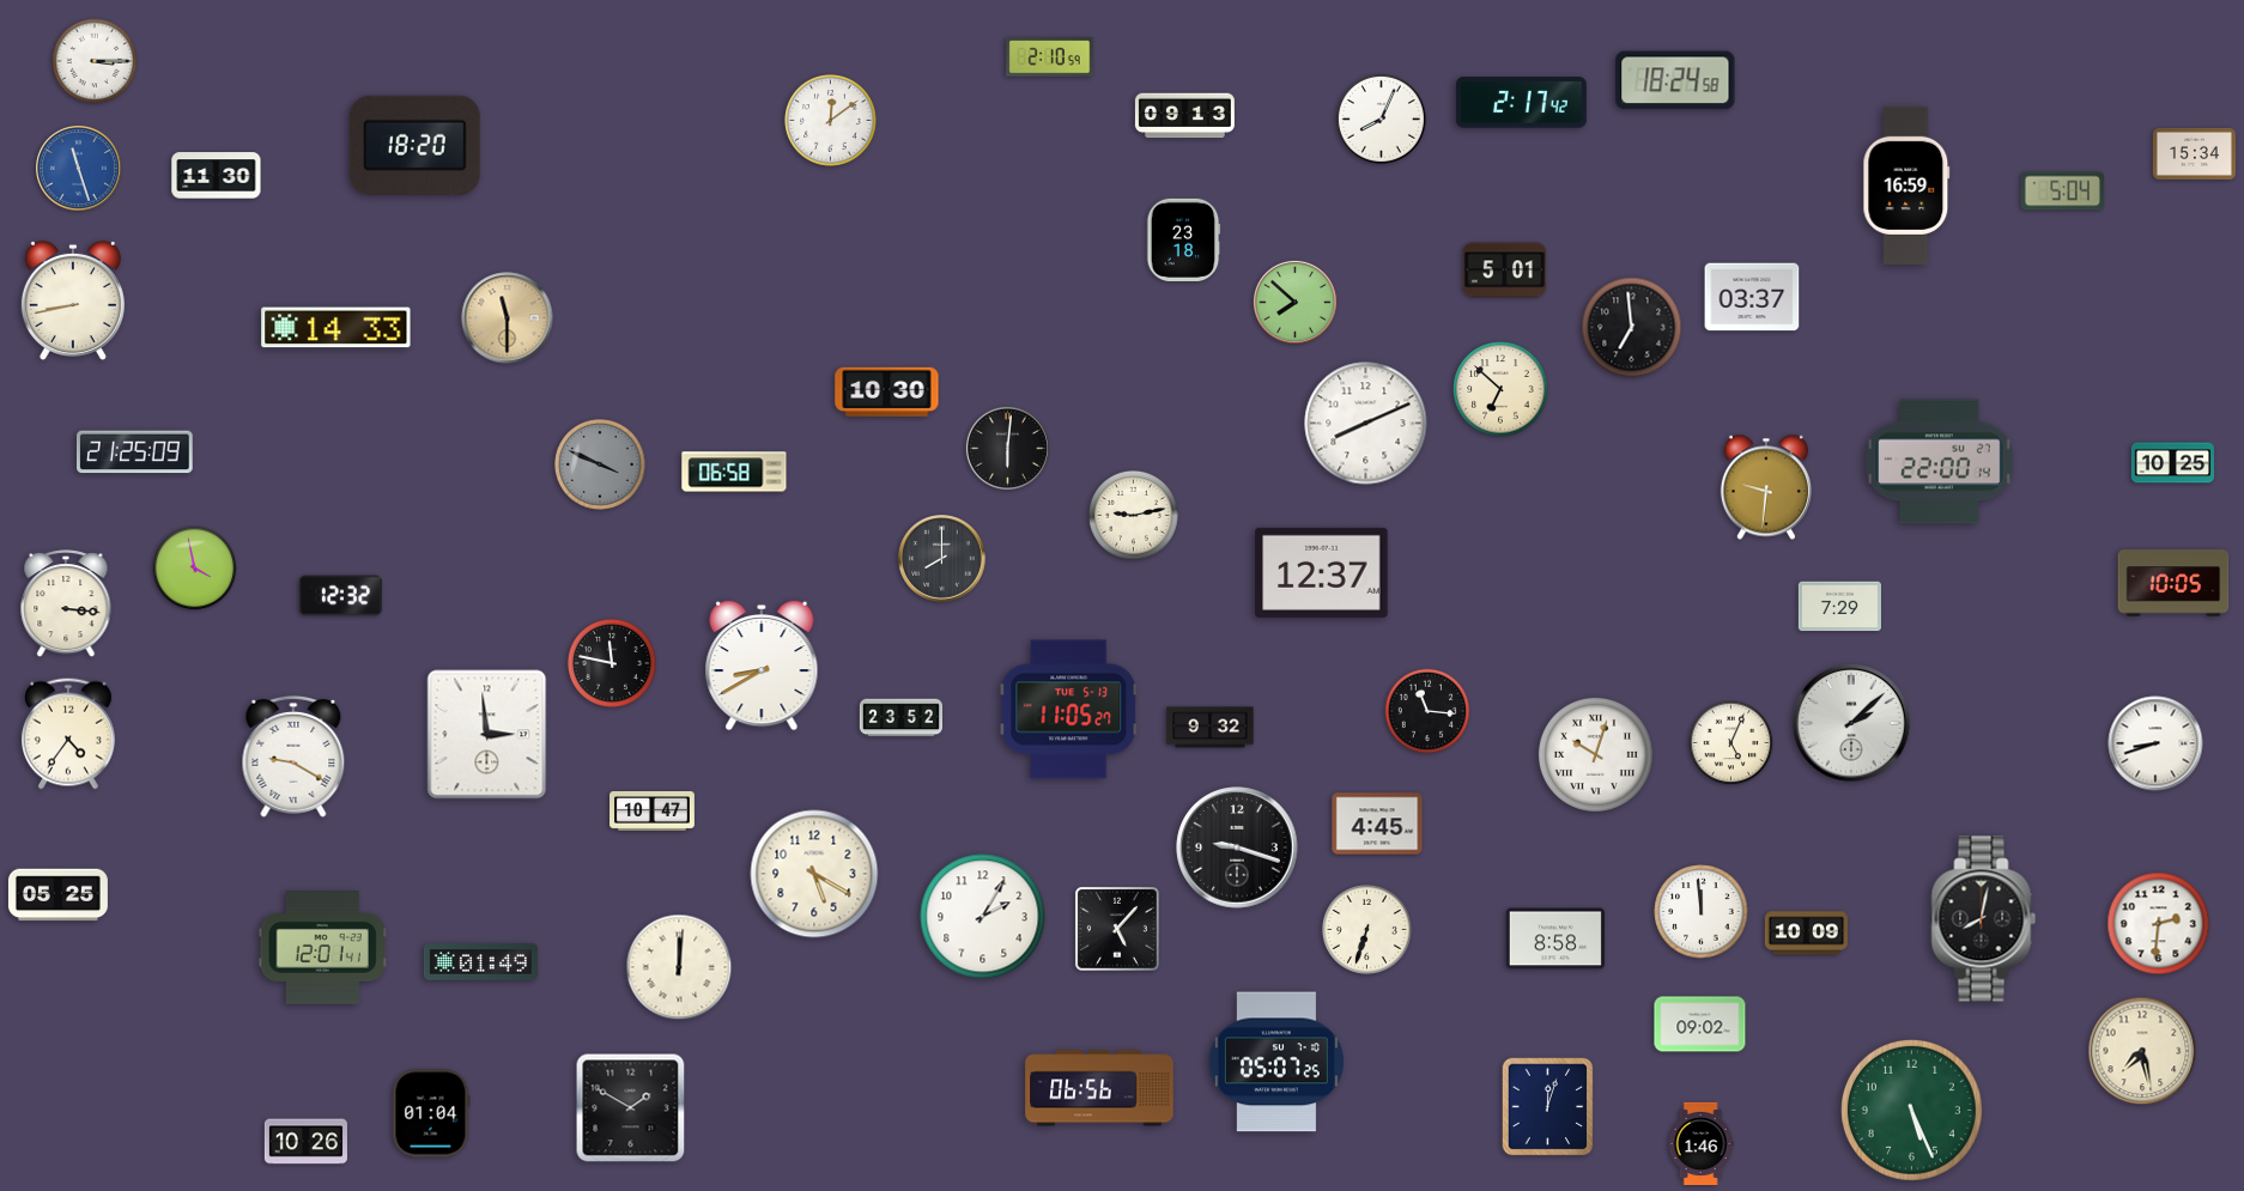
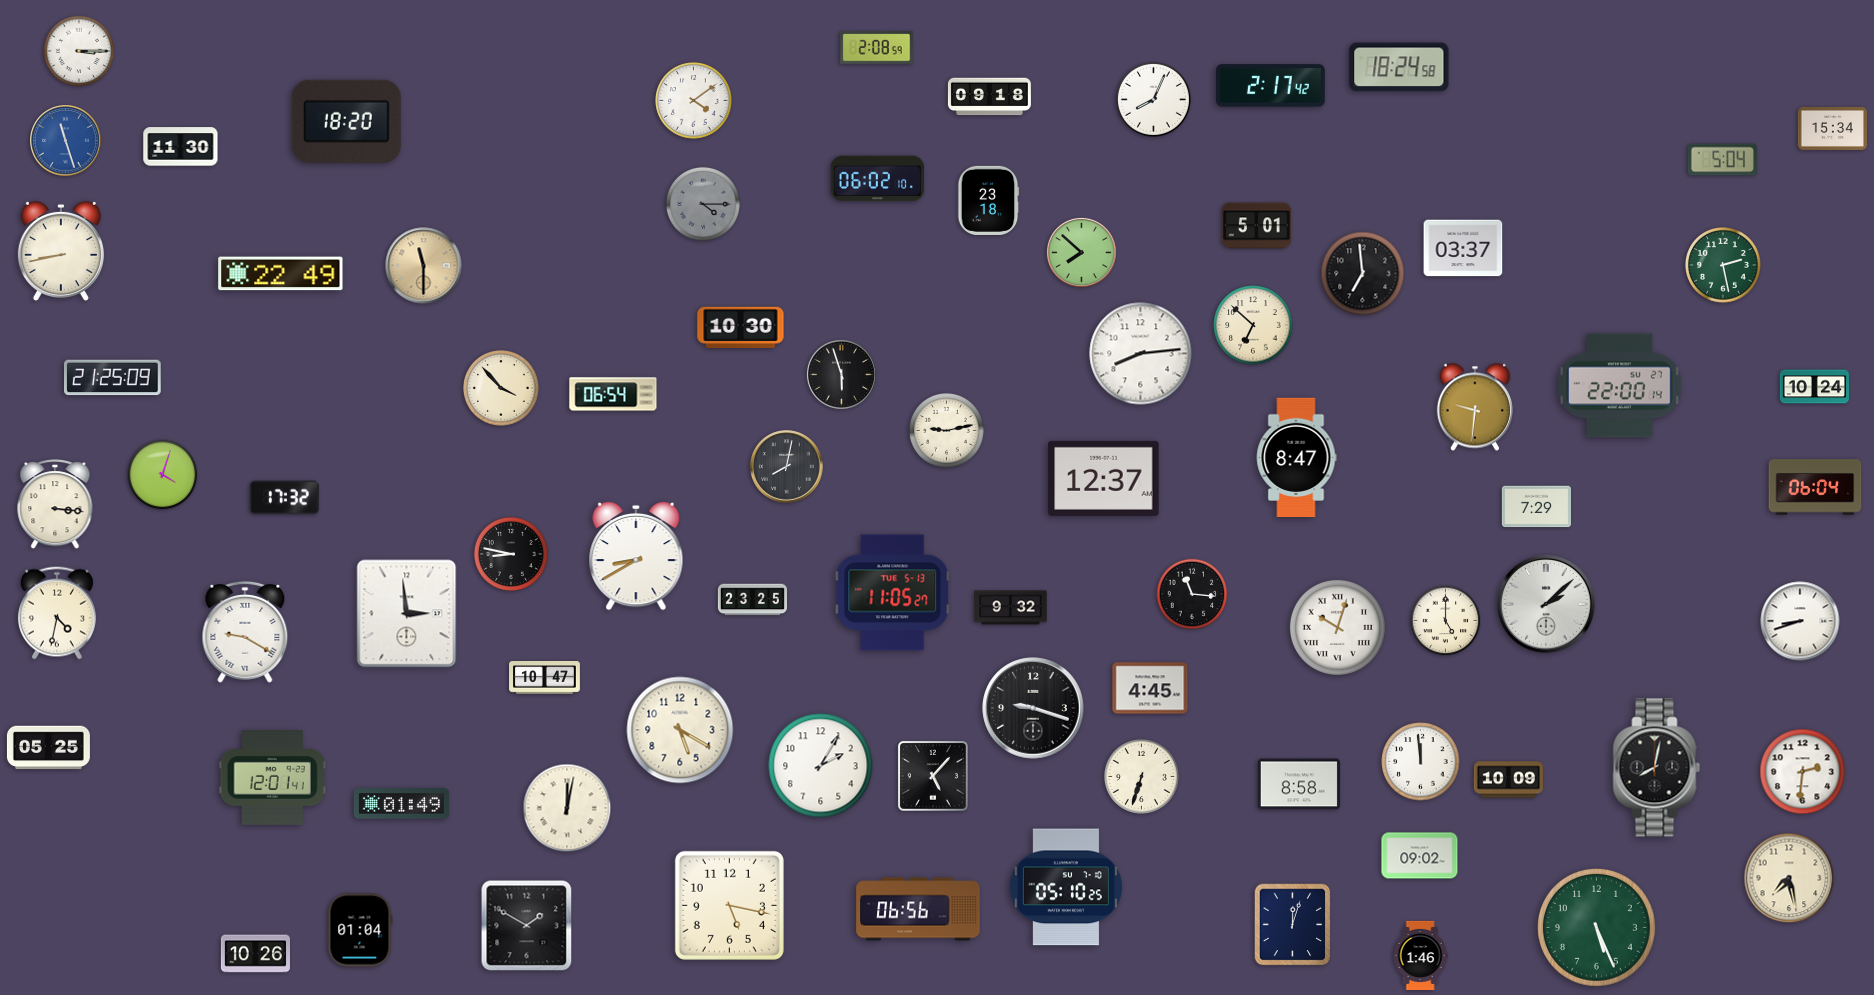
clock at (1050, 57): 2:10 -> 2:08
clock at (1184, 116): 09:13 -> 09:18
clock at (831, 121): 12:09 -> 4:09
clock at (1906, 186): 16:59 -> none
clock at (878, 179): none -> 06:02
clock at (703, 204): none -> 4:15
clock at (1724, 266): none -> 2:28
clock at (336, 328): 14:33 -> 22:49
clock at (1366, 424): 8:11 -> 8:14
clock at (1007, 448): 6:01 -> 5:57
clock at (2172, 463): 10:25 -> 10:24
clock at (601, 466): 3:49 -> 3:53
clock at (601, 466) dial: grey -> cream
clock at (734, 472): 06:58 -> 06:54
clock at (1296, 457): none -> 8:47
clock at (942, 559): 8:00 -> 8:02
clock at (195, 569): 3:58 -> 4:03
clock at (2173, 583): 10:05 -> 06:04
clock at (340, 596): 12:32 -> 17:32
clock at (612, 663): 11:47 -> 8:47
clock at (900, 718): 23:52 -> 23:25
clock at (68, 734): 4:36 -> 4:32
clock at (1731, 743): 5:04 -> 5:00
clock at (1595, 754) position: (1595, 754) -> (1337, 627)
clock at (322, 948) position: (322, 948) -> (272, 778)
clock at (679, 967): 12:01 -> 12:02
clock at (1276, 1062): 05:07 -> 05:10
clock at (729, 905): none -> 5:17
